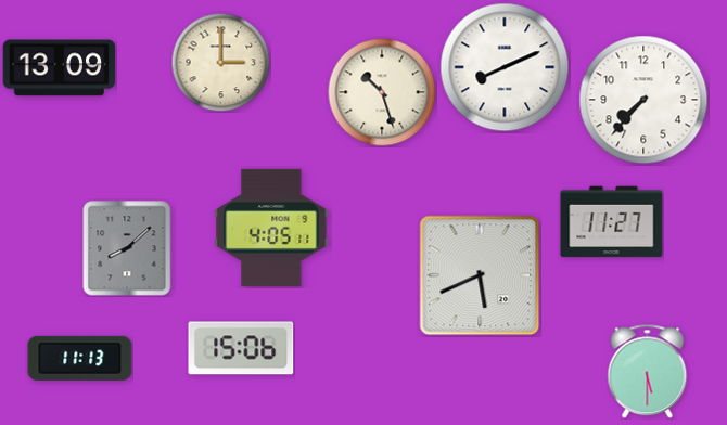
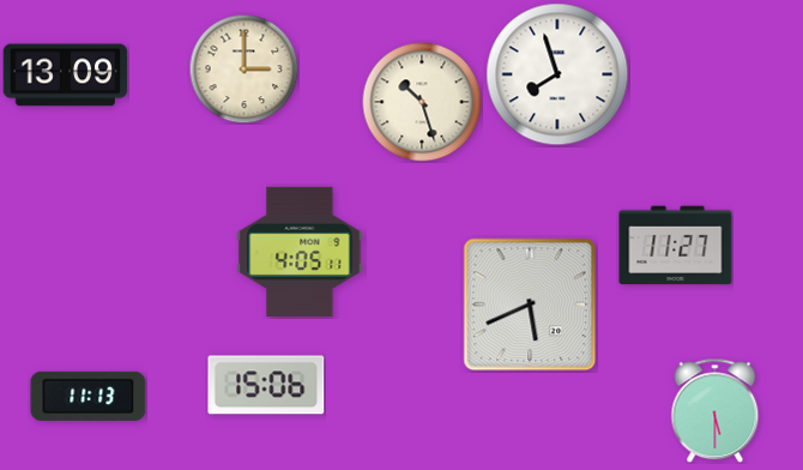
clock at (505, 67): 8:11 -> 7:57
clock at (643, 100): 7:37 -> none
clock at (127, 248): 8:08 -> none
